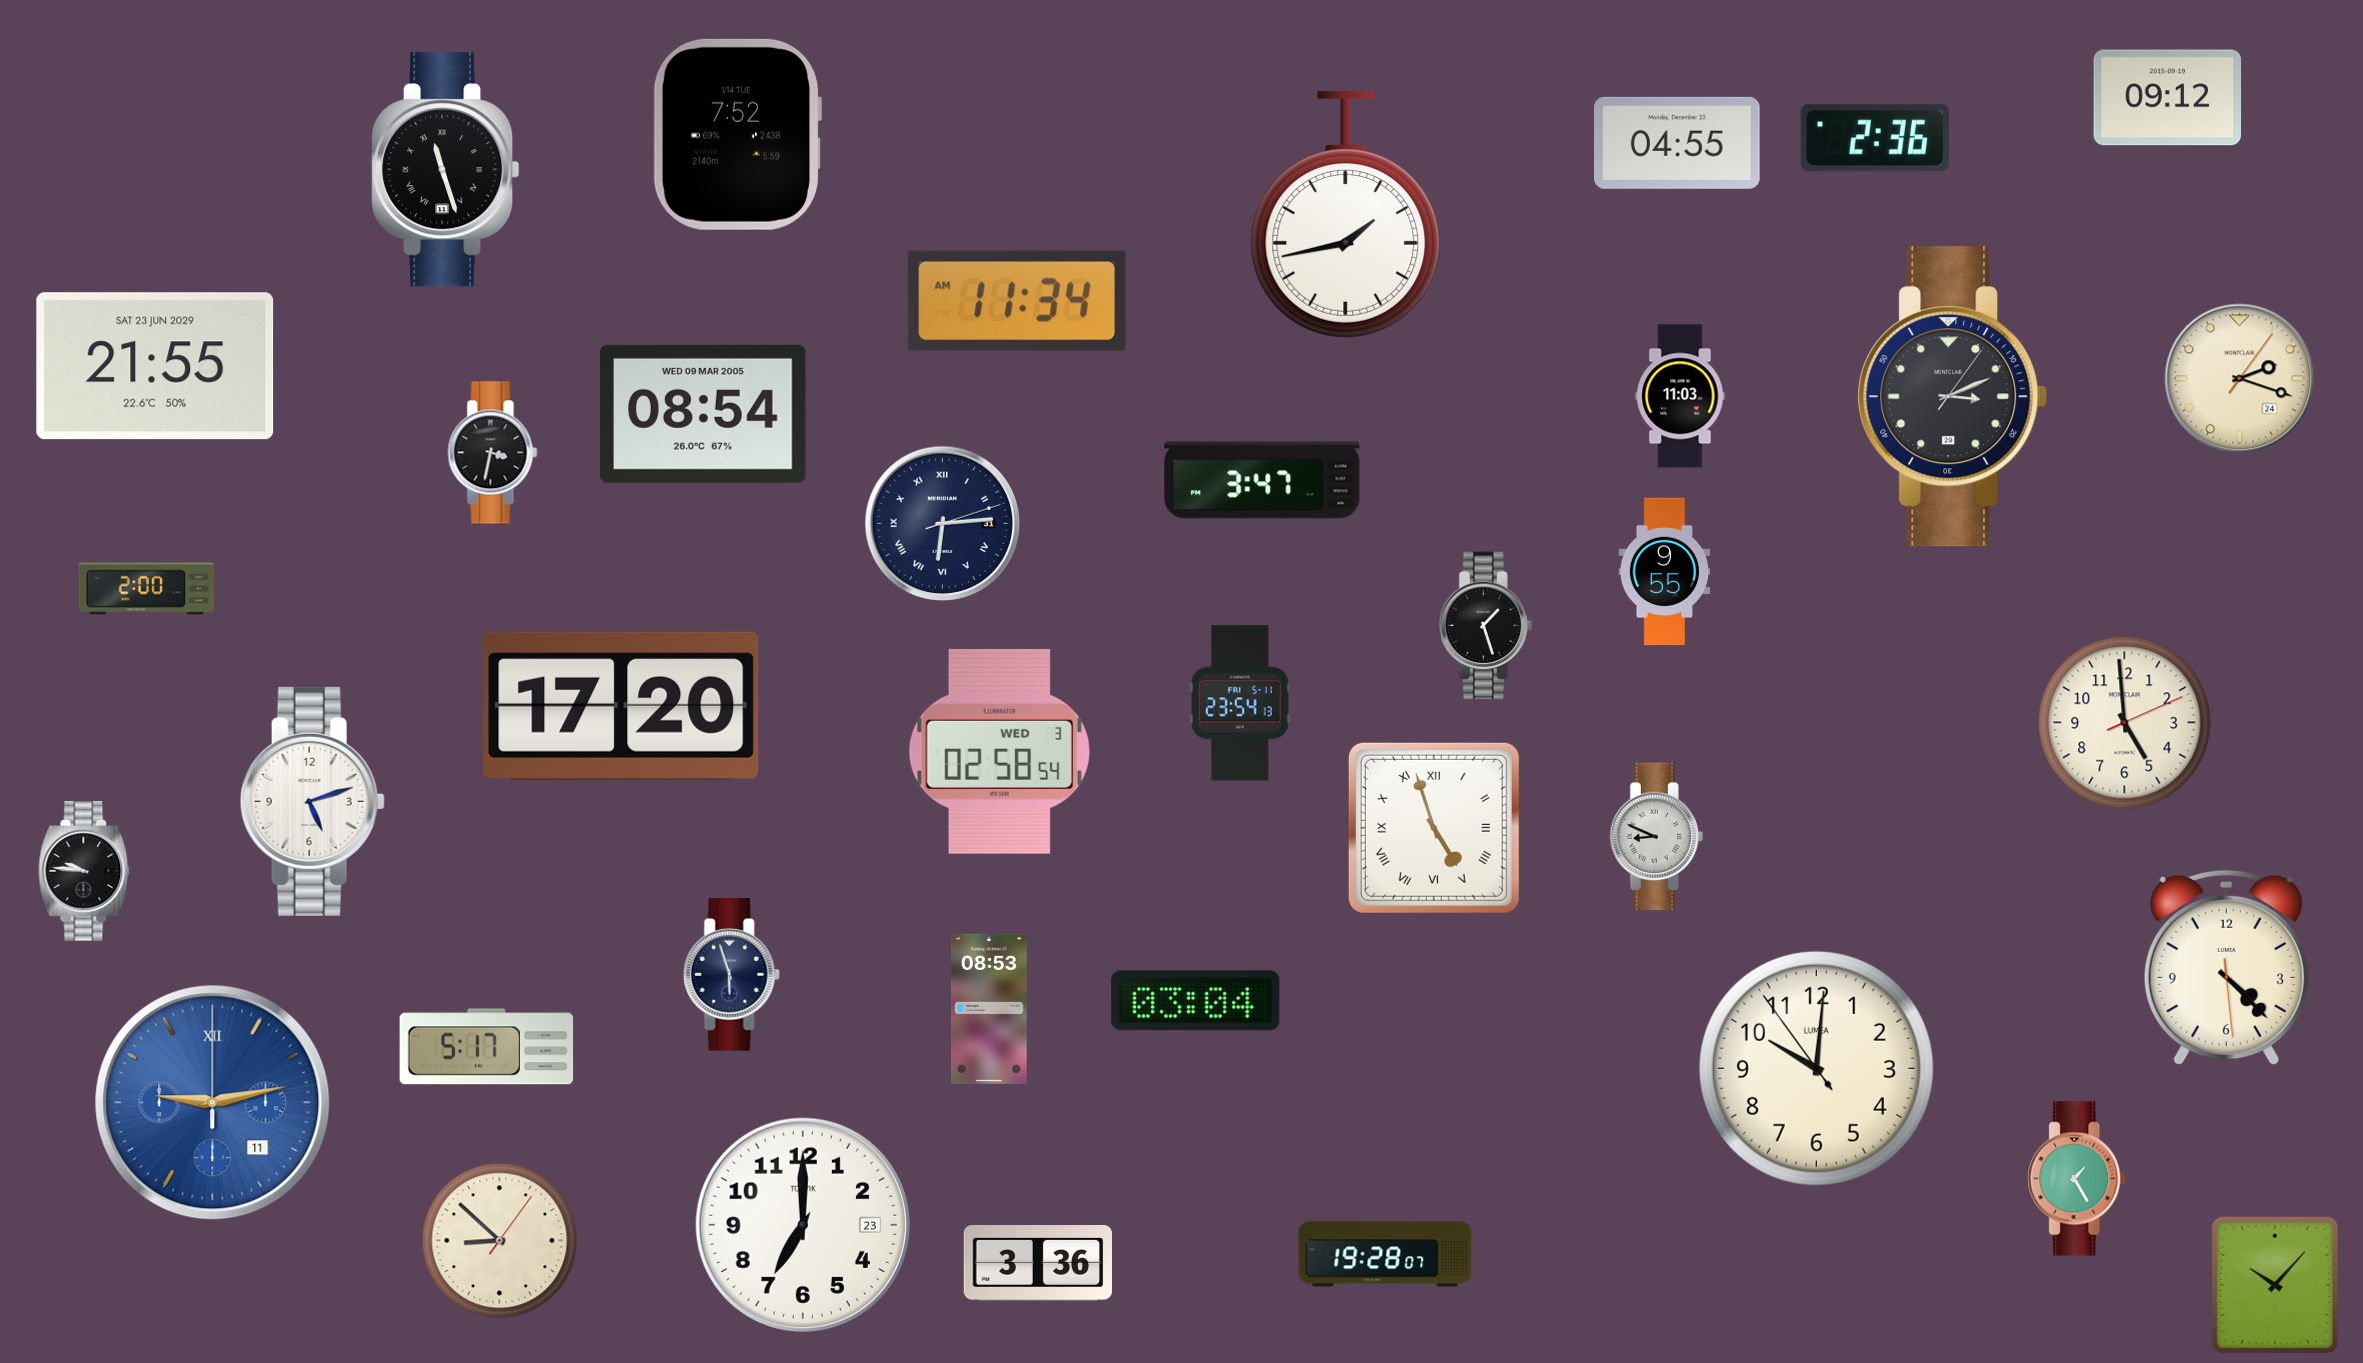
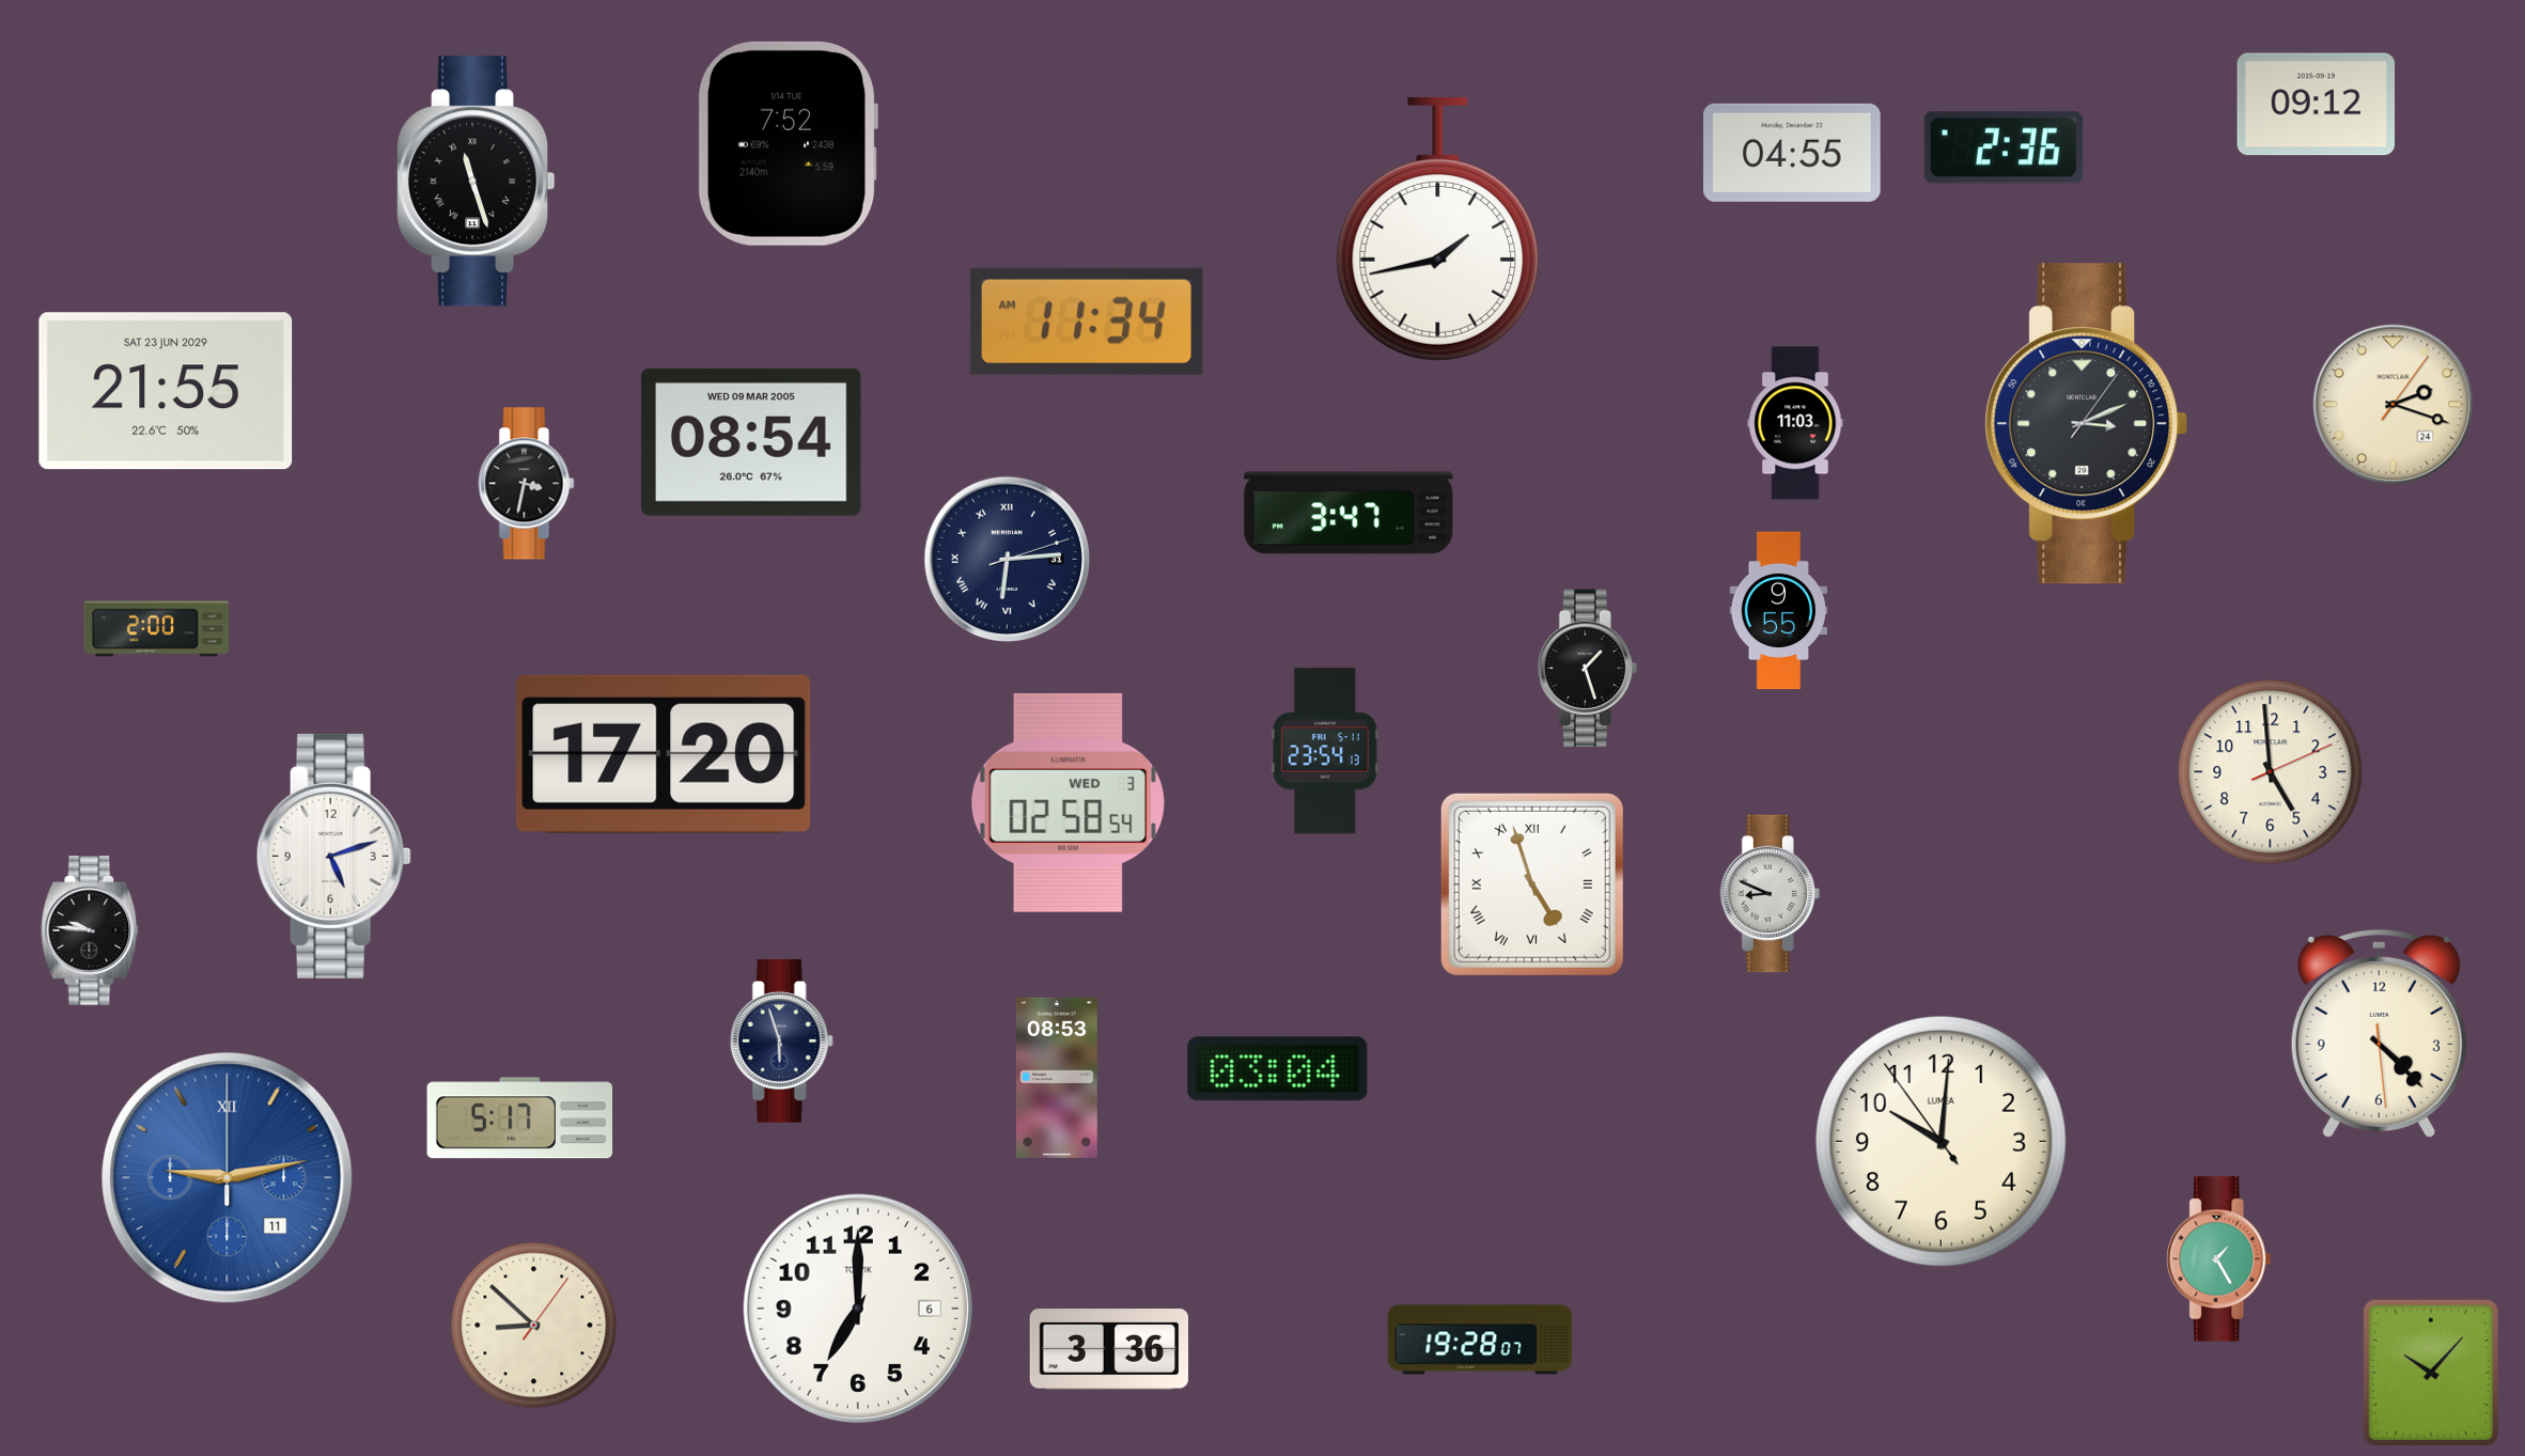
clock at (803, 1225) date: 23 -> 6
